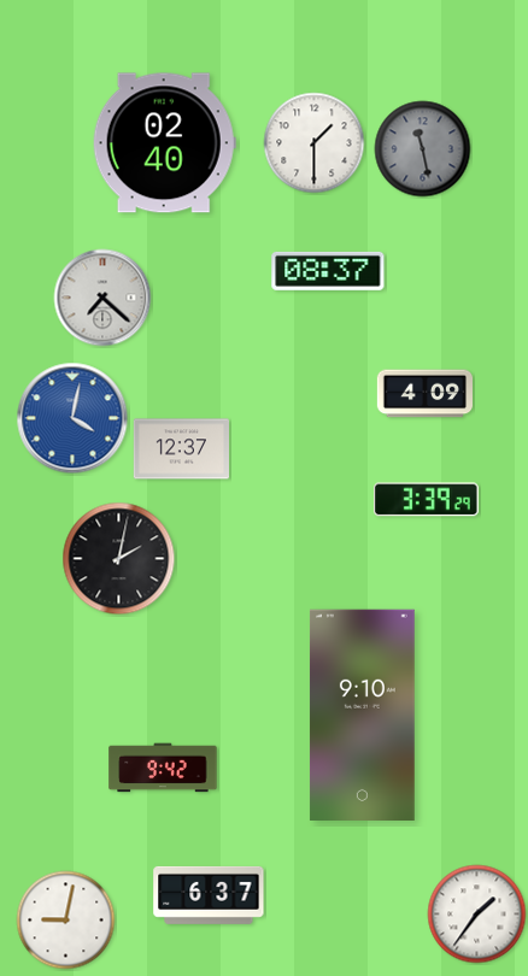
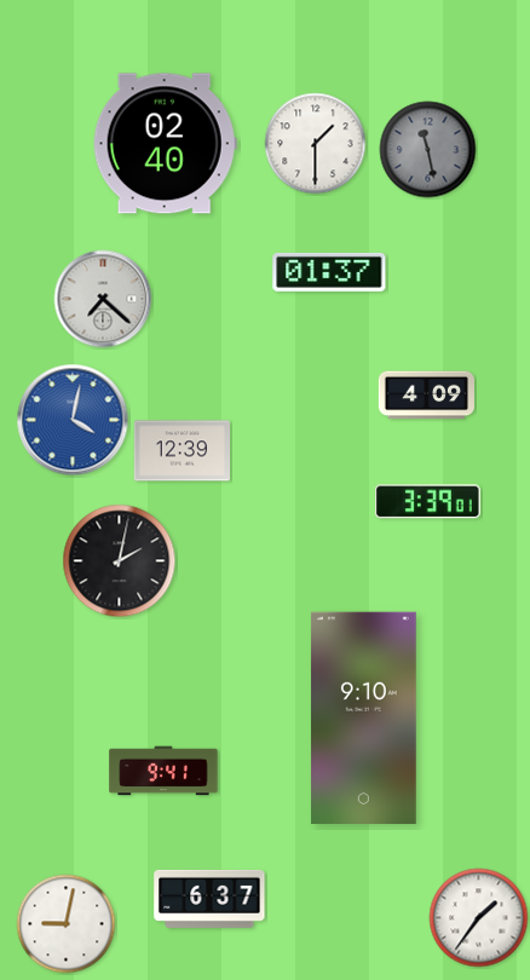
clock at (423, 149) position: (423, 149) -> (428, 150)
clock at (328, 271): 08:37 -> 01:37
clock at (181, 449): 12:37 -> 12:39
clock at (427, 500): 3:39:29 -> 3:39:01
clock at (163, 768): 9:42 -> 9:41
